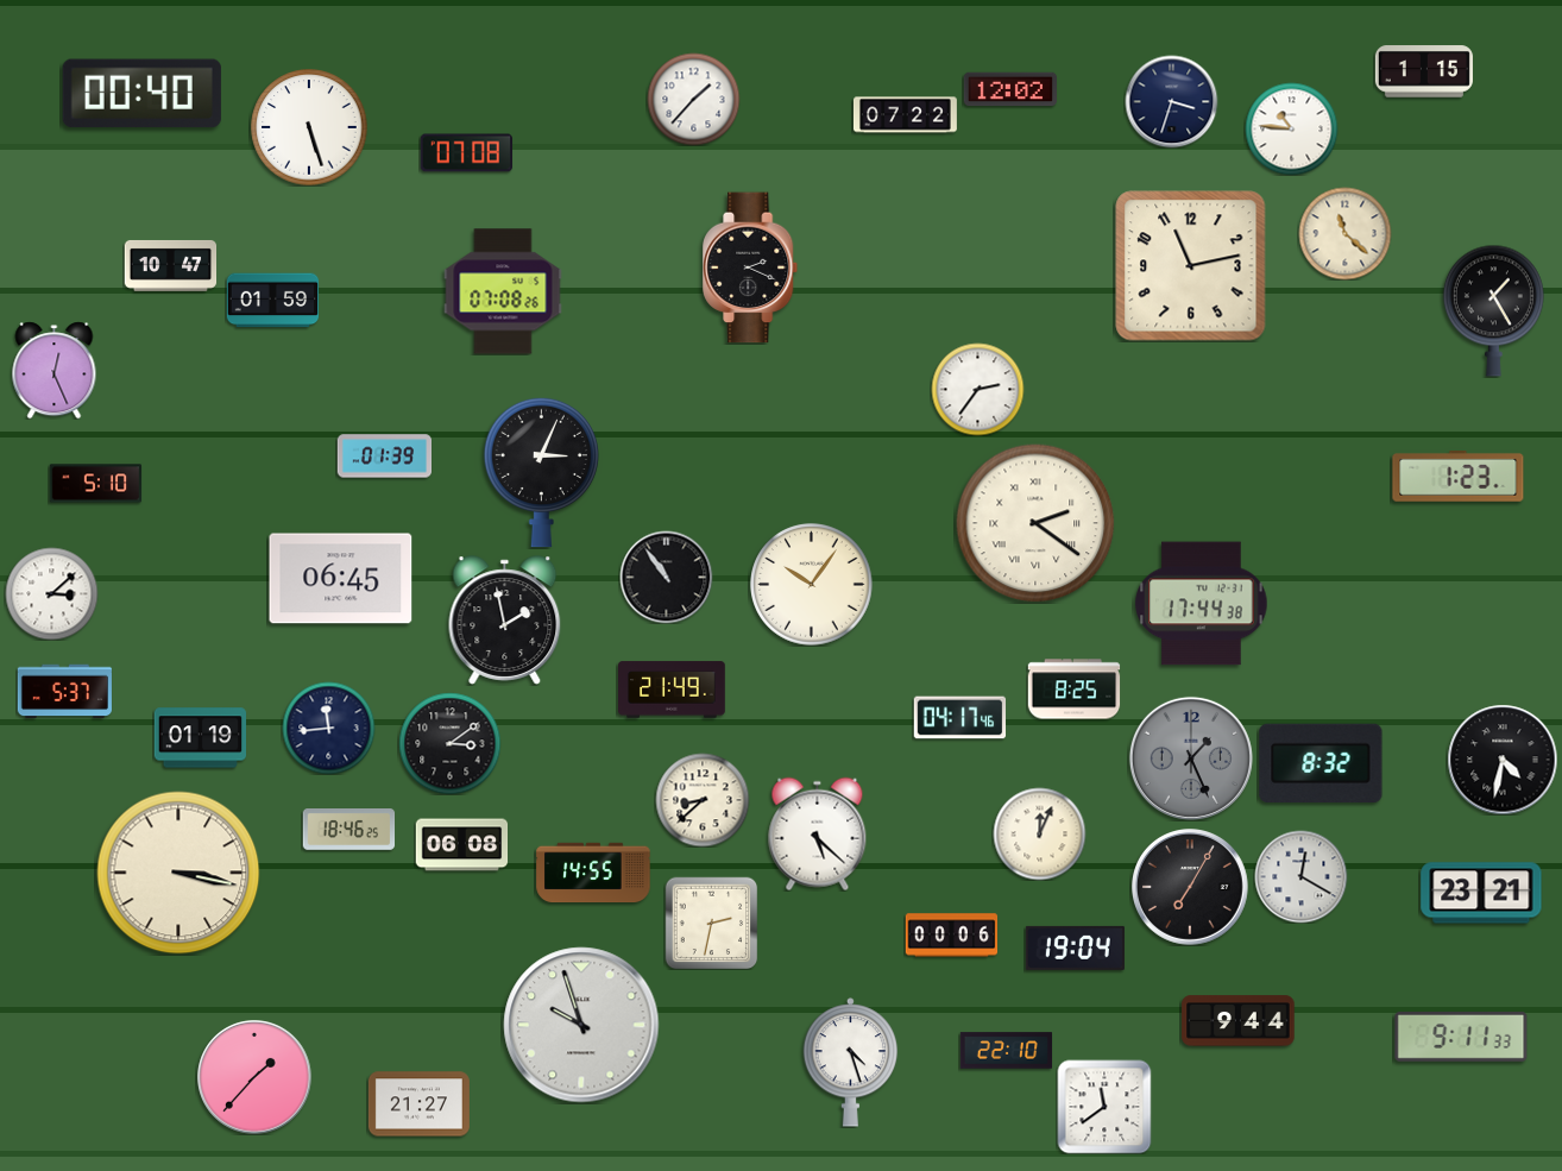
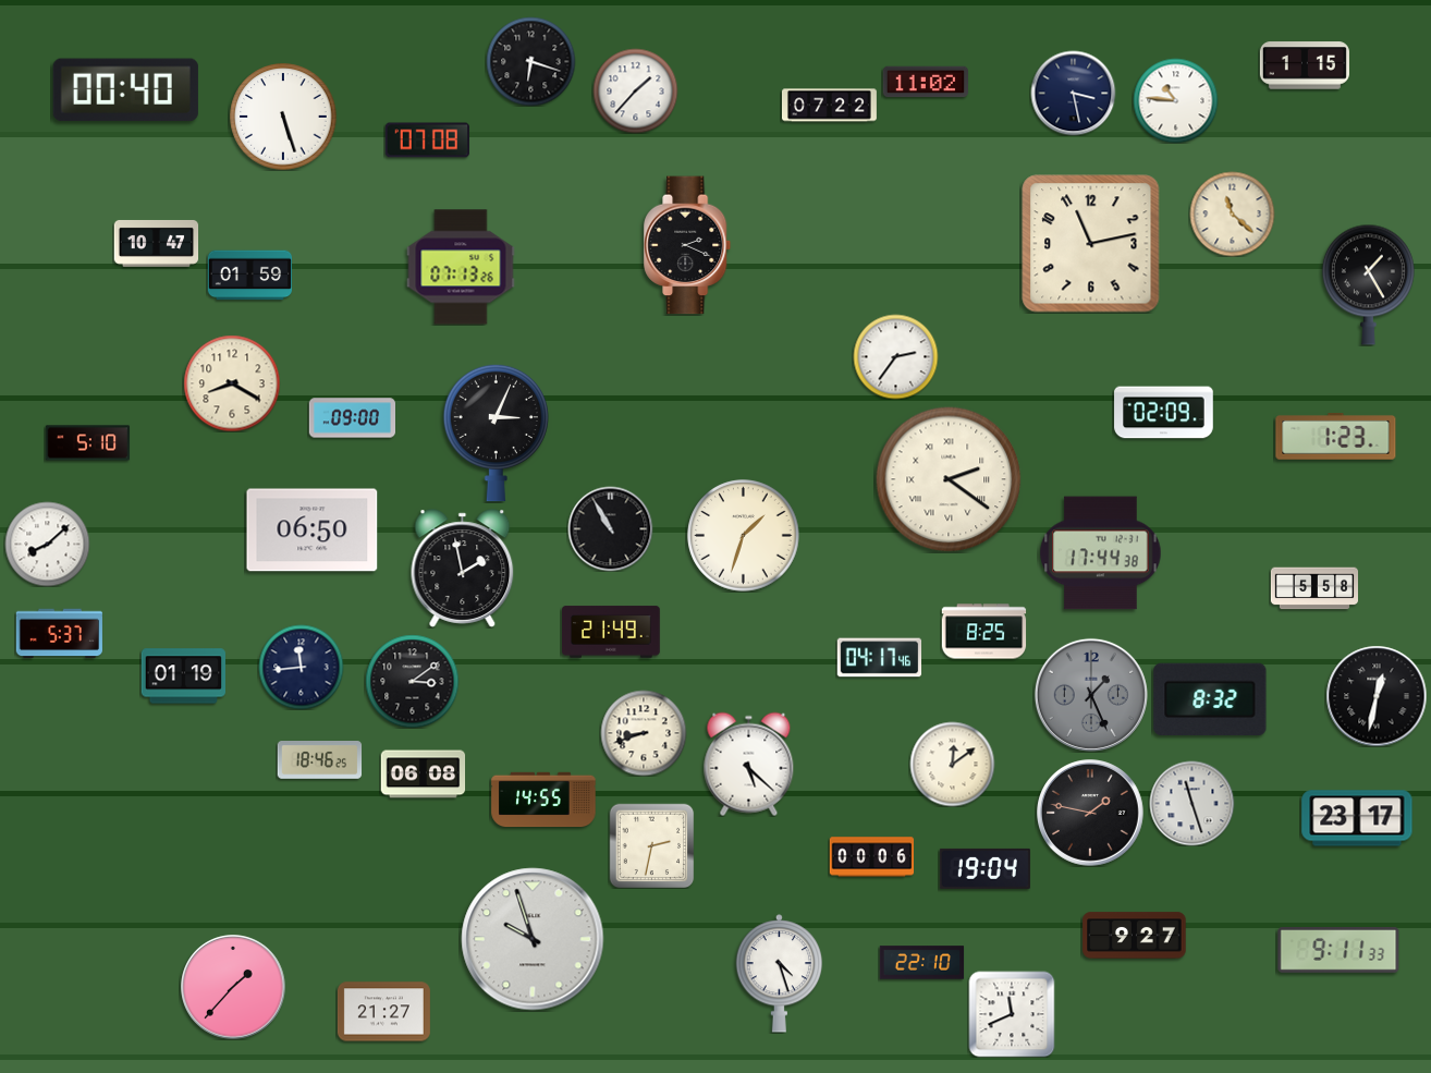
clock at (530, 61): none -> 6:18
clock at (1009, 89): 12:02 -> 11:02
clock at (141, 94) position: (141, 94) -> (125, 90)
clock at (1171, 101): 3:33 -> 3:28
clock at (1291, 128) position: (1291, 128) -> (1175, 100)
clock at (503, 291): 07:08 -> 07:13
clock at (55, 370): 12:26 -> none
clock at (232, 383): none -> 8:20
clock at (1164, 413): none -> 02:09
clock at (384, 457): 01:39 -> 09:00
clock at (666, 577): 10:54 -> 10:55
clock at (341, 579): 06:45 -> 06:50
clock at (812, 585): 10:06 -> 1:33
clock at (51, 593): 3:08 -> 8:08
clock at (1313, 588): none -> 5:58
clock at (673, 690) position: (673, 690) -> (612, 632)
clock at (1503, 760): 4:32 -> 12:32
clock at (703, 800): 8:38 -> 8:42
clock at (1039, 833): 12:04 -> 12:09
clock at (178, 873): 3:17 -> none
clock at (1300, 876): 12:20 -> 11:27
clock at (1191, 888): 7:05 -> 1:47
clock at (1481, 893): 23:21 -> 23:17
clock at (1239, 1021): 9:44 -> 9:27
clock at (1104, 1107): 11:39 -> 11:41
